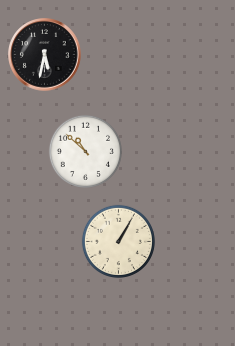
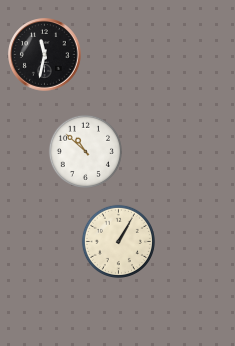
clock at (45, 55): 5:32 -> 11:32
